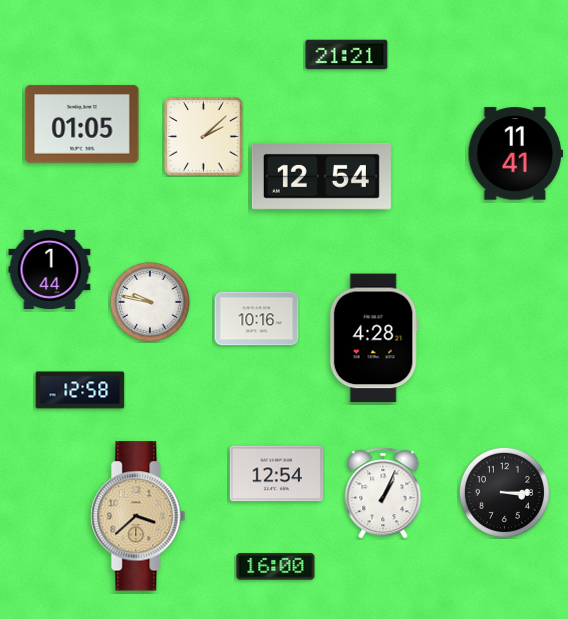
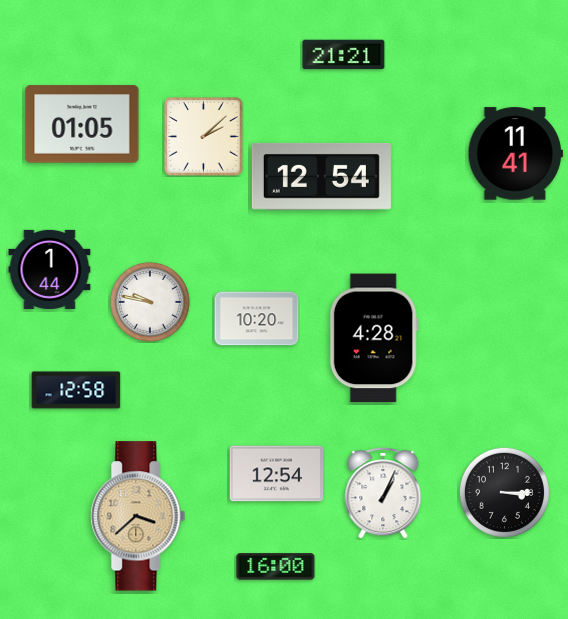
clock at (347, 55) position: (347, 55) -> (344, 55)
clock at (257, 319): 10:16 -> 10:20
clock at (80, 390) position: (80, 390) -> (76, 390)
